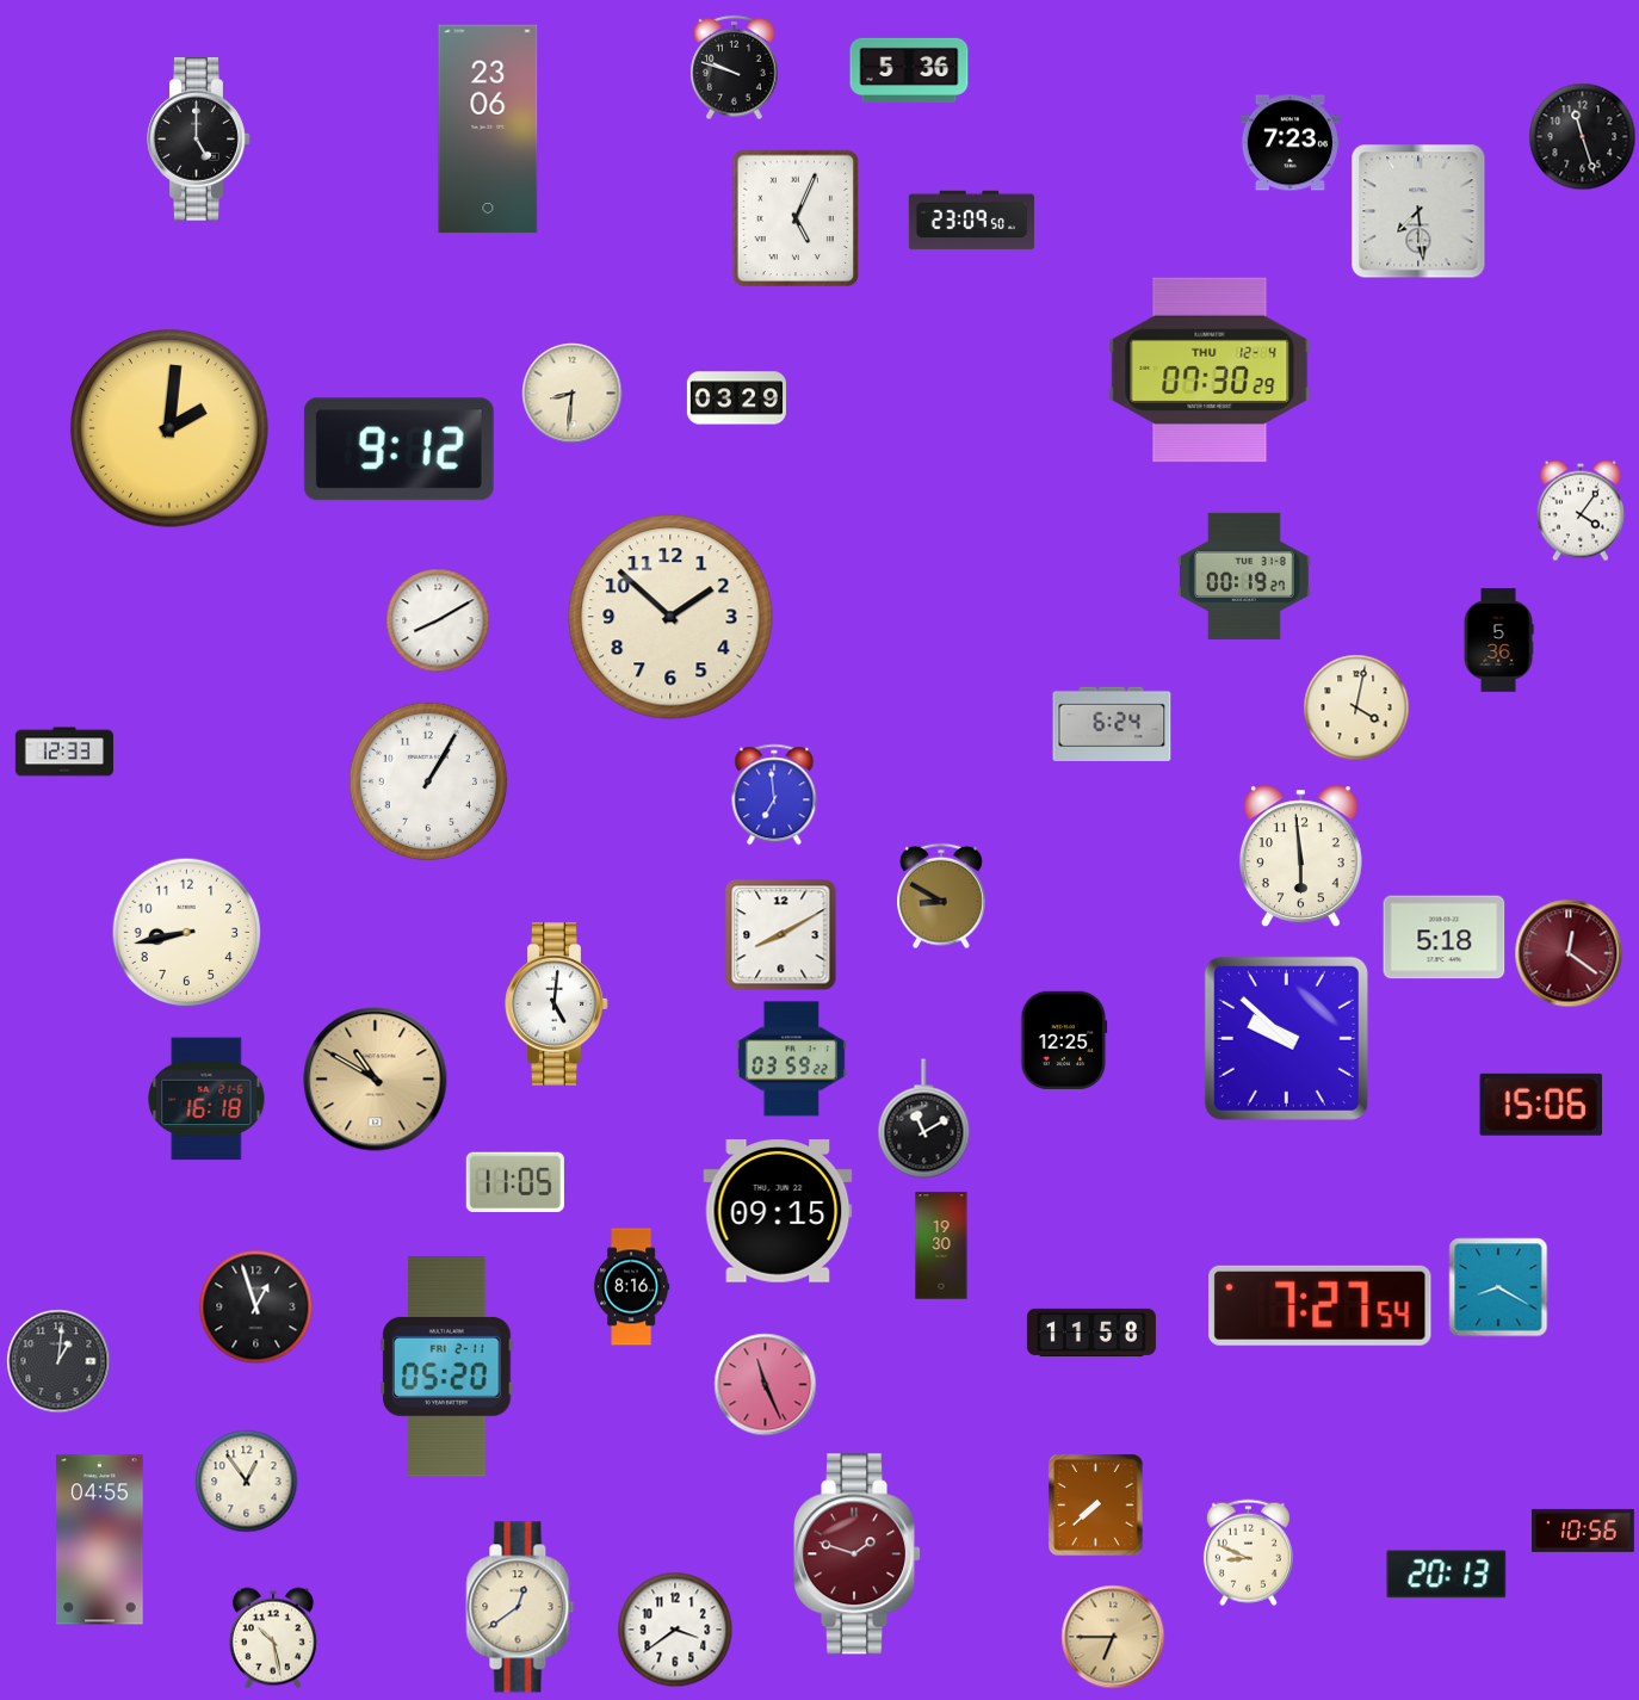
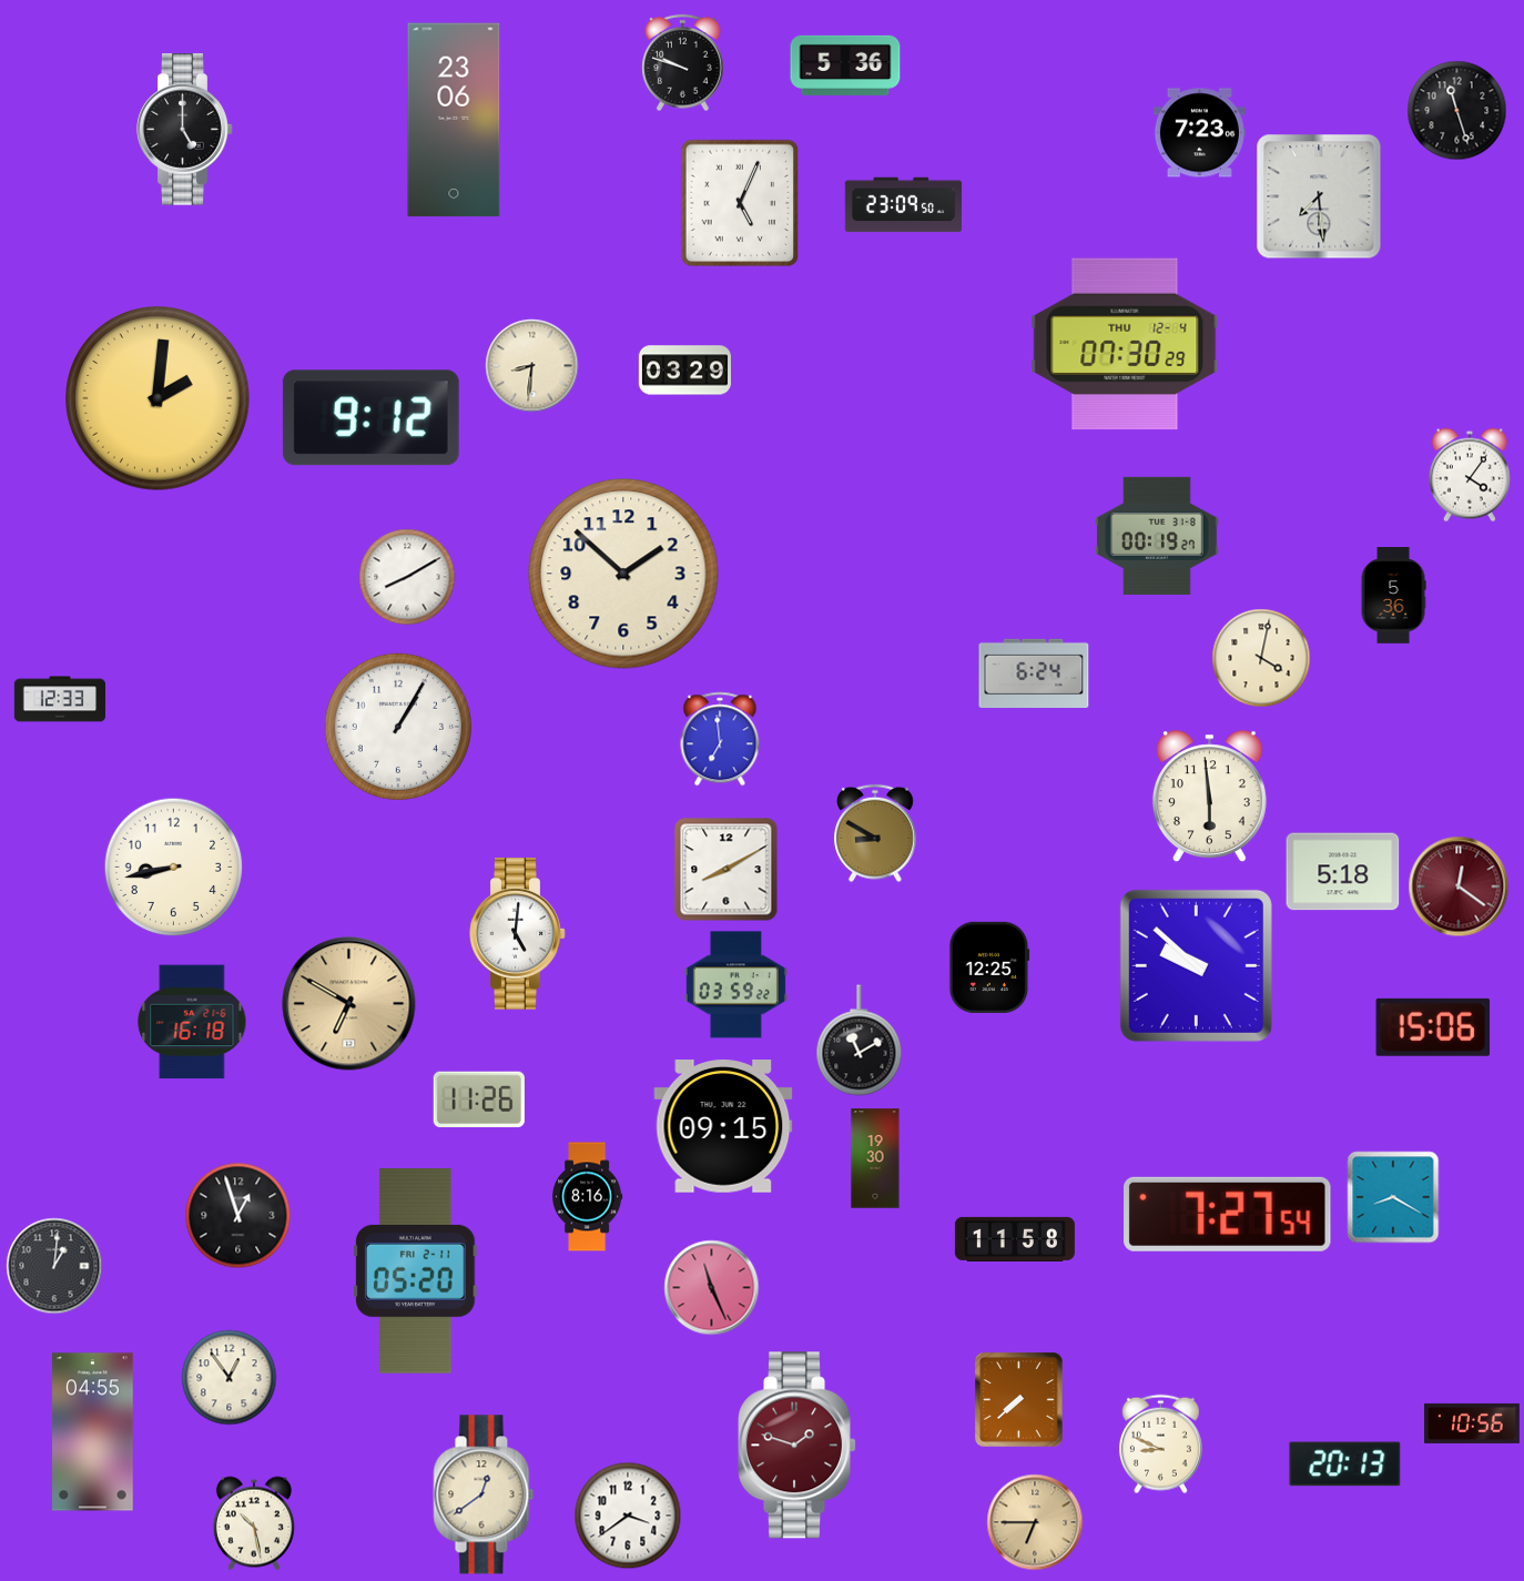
clock at (1583, 137) position: (1583, 137) -> (1457, 111)
clock at (376, 1080): 10:50 -> 6:50
clock at (515, 1182): 11:05 -> 11:26
